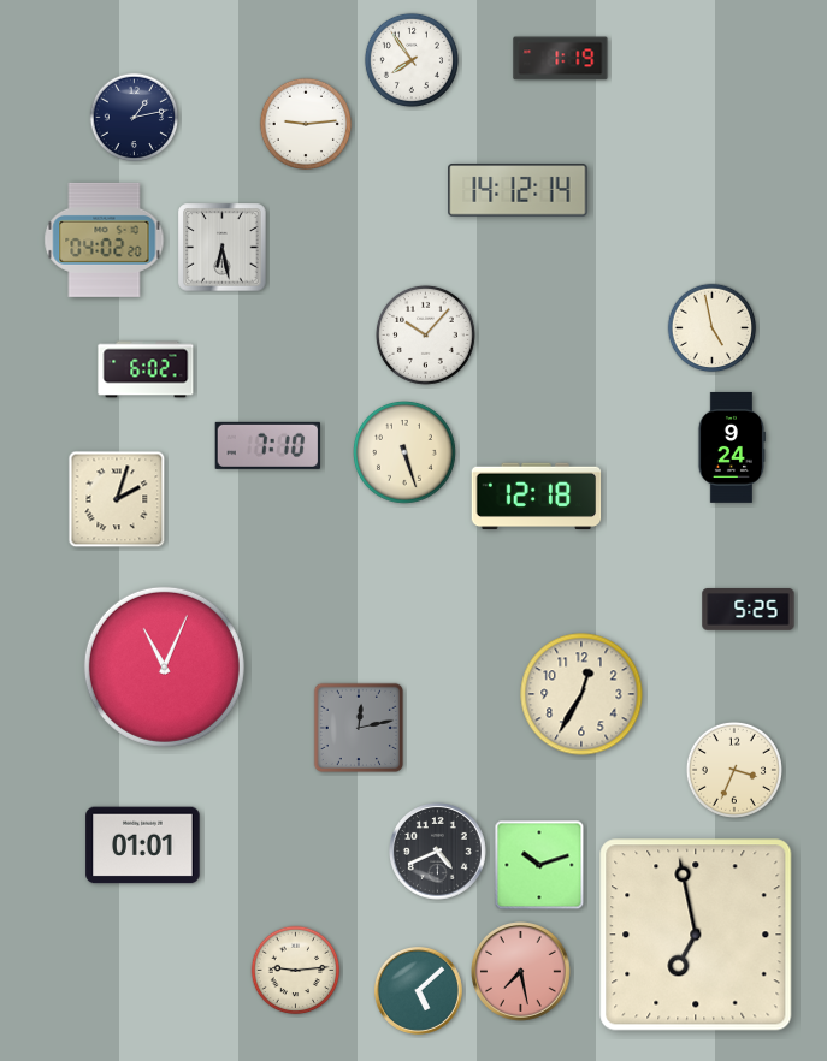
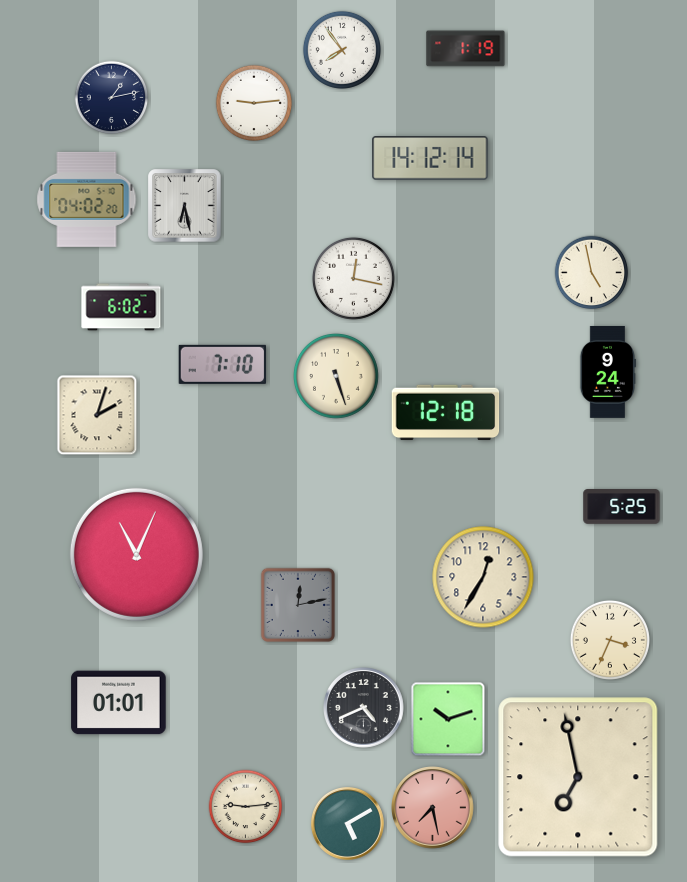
clock at (425, 334): 10:07 -> 12:17
clock at (267, 445) position: (267, 445) -> (222, 364)
clock at (418, 990): 5:08 -> 5:10
